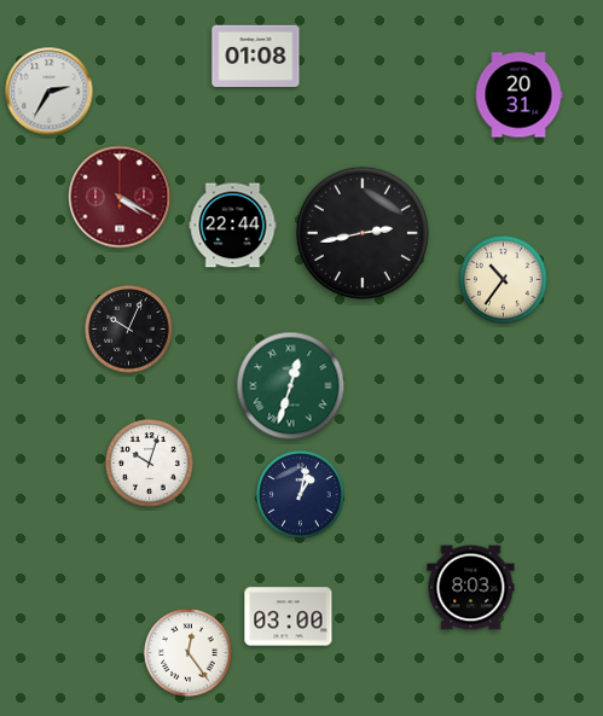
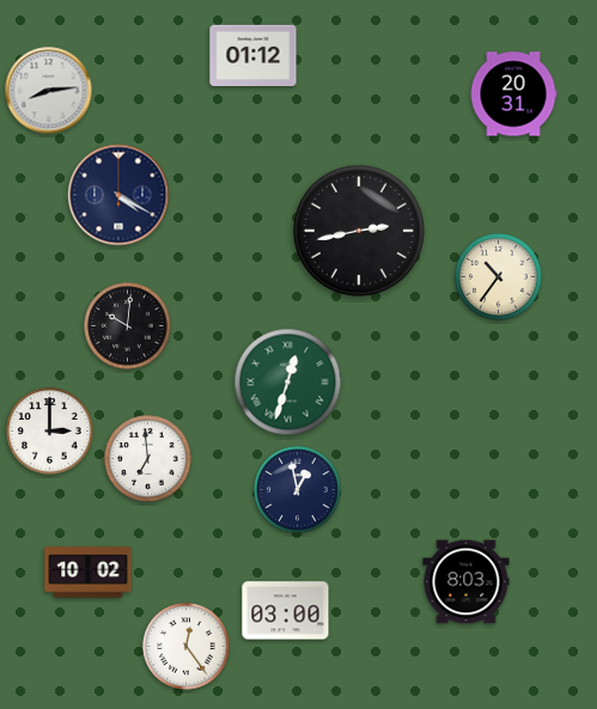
clock at (256, 57): 01:08 -> 01:12
clock at (50, 92): 2:35 -> 8:14
clock at (120, 197) dial: burgundy -> navy
clock at (233, 226): 22:44 -> none
clock at (129, 330): 10:04 -> 10:01
clock at (50, 432): none -> 3:00
clock at (150, 464): 10:03 -> 6:59
clock at (301, 495): 1:02 -> 12:58
clock at (89, 573): none -> 10:02
